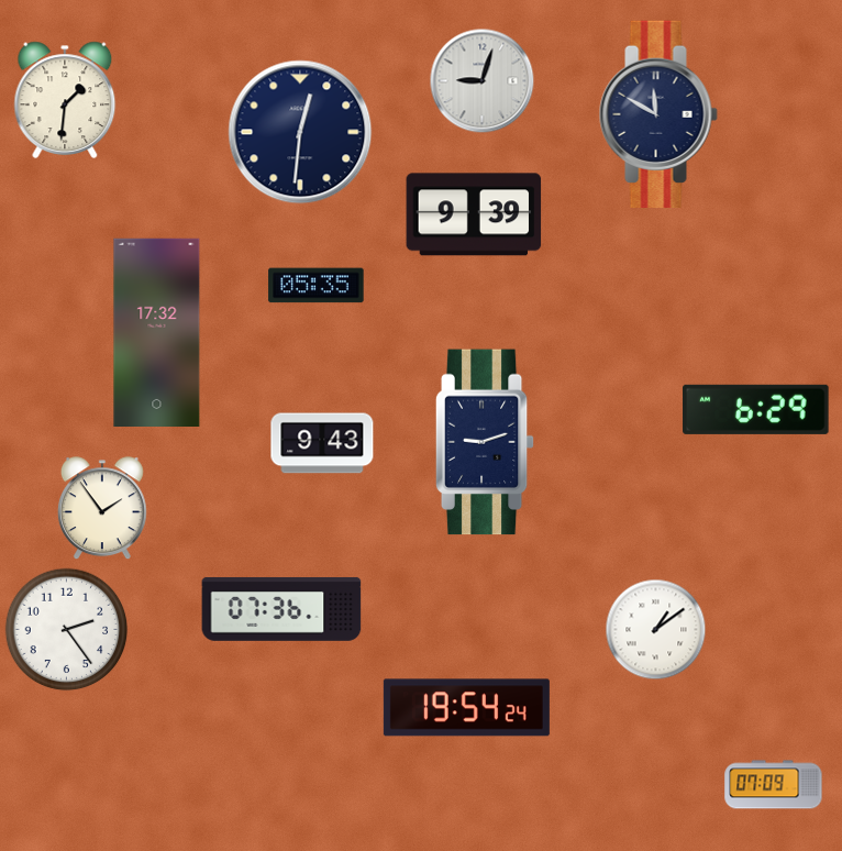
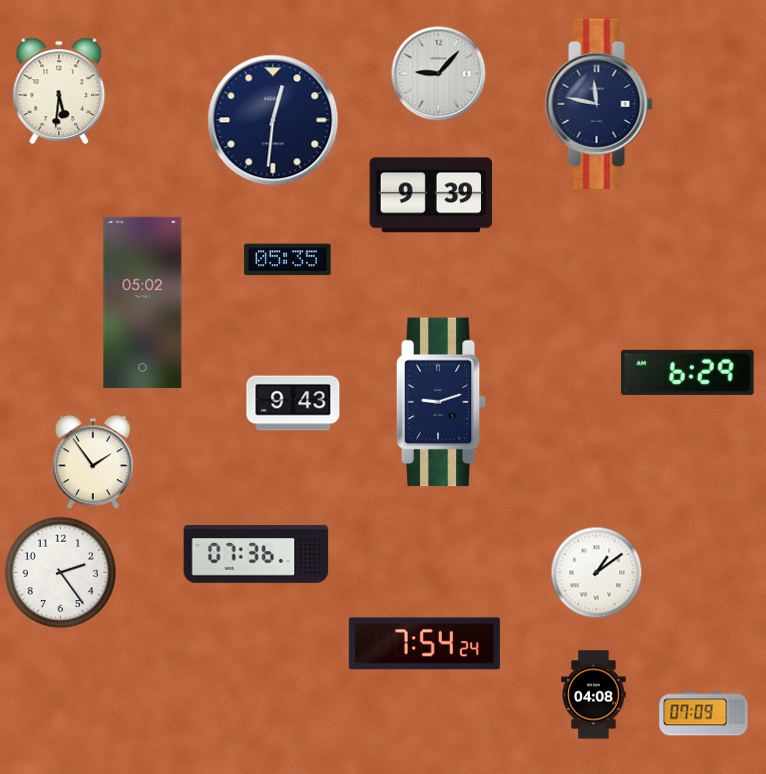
clock at (483, 81): 9:03 -> 9:07
clock at (65, 100): 1:31 -> 5:31
clock at (658, 113): 11:50 -> 11:47
clock at (157, 332): 17:32 -> 05:02
clock at (466, 708): 19:54 -> 7:54
clock at (594, 695): none -> 04:08
